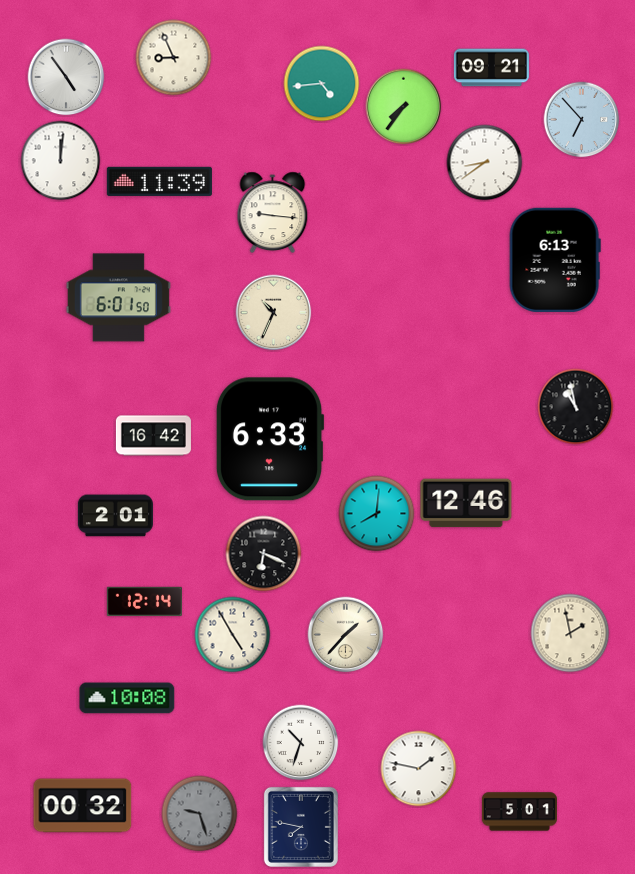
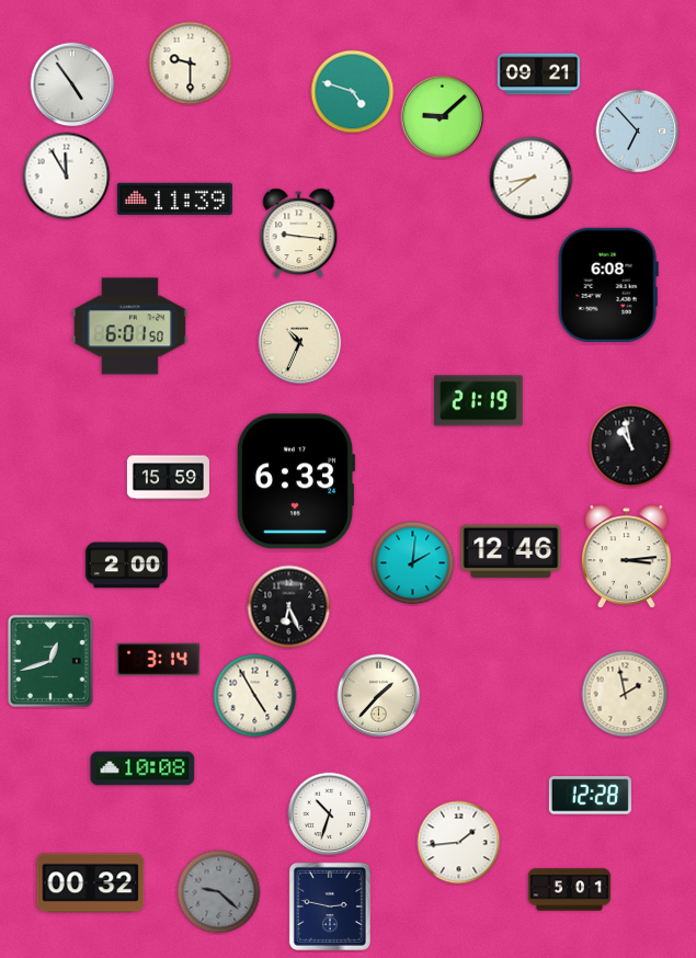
clock at (174, 58): 8:56 -> 9:30
clock at (322, 84): 4:44 -> 4:48
clock at (404, 107): 7:36 -> 9:08
clock at (61, 161): 12:01 -> 11:55
clock at (555, 260): 6:13 -> 6:08
clock at (479, 401): none -> 21:19
clock at (153, 436): 16:42 -> 15:59
clock at (626, 557): none -> 3:14
clock at (377, 514): 8:01 -> 2:01
clock at (115, 516): 2:01 -> 2:00
clock at (264, 554): 6:19 -> 6:26
clock at (144, 601): 12:14 -> 3:14
clock at (50, 661): none -> 12:42
clock at (127, 698) position: (127, 698) -> (142, 768)
clock at (590, 796): none -> 12:28
clock at (419, 769): 1:47 -> 1:44
clock at (200, 814): 9:27 -> 9:22
clock at (301, 827): 7:47 -> 2:47
